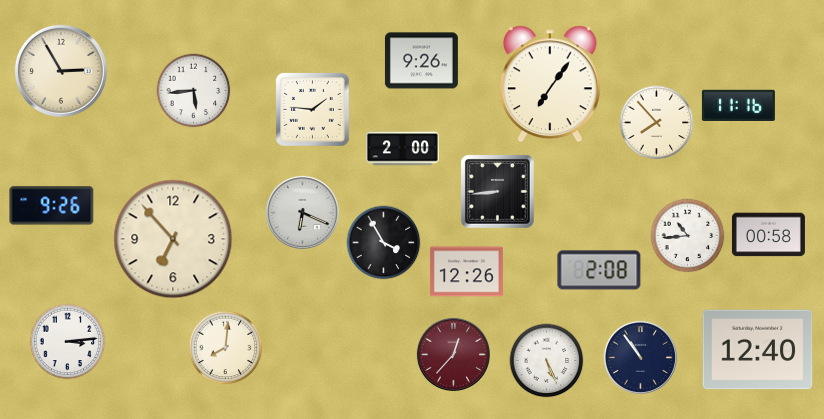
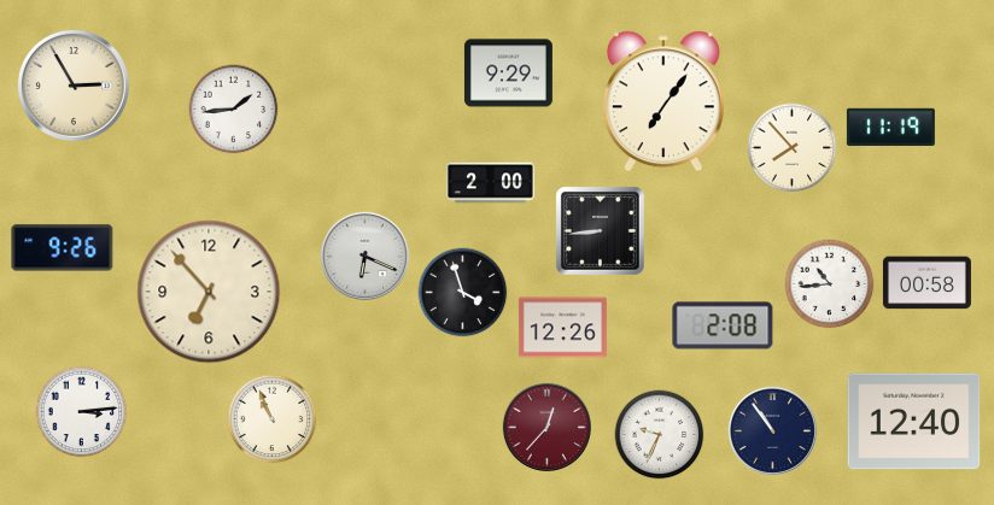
clock at (421, 61): 9:26 -> 9:29
clock at (194, 91): 5:44 -> 1:44
clock at (738, 105): 11:16 -> 11:19
clock at (313, 110): 1:46 -> none
clock at (402, 149) position: (402, 149) -> (490, 183)
clock at (173, 239) position: (173, 239) -> (209, 292)
clock at (384, 243): 3:55 -> 3:57
clock at (226, 348): 8:01 -> 10:56
clock at (547, 361): 5:26 -> 9:34
